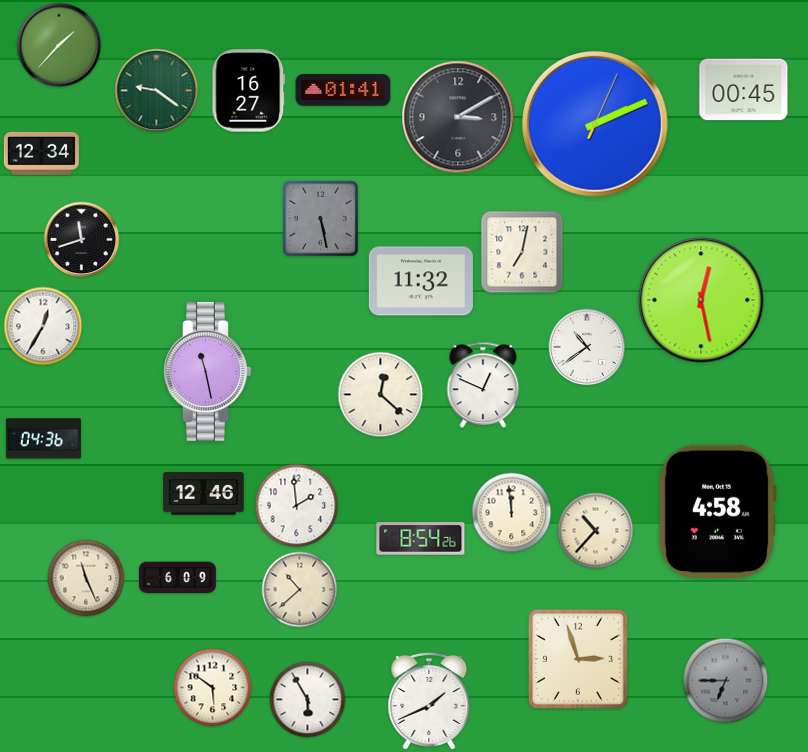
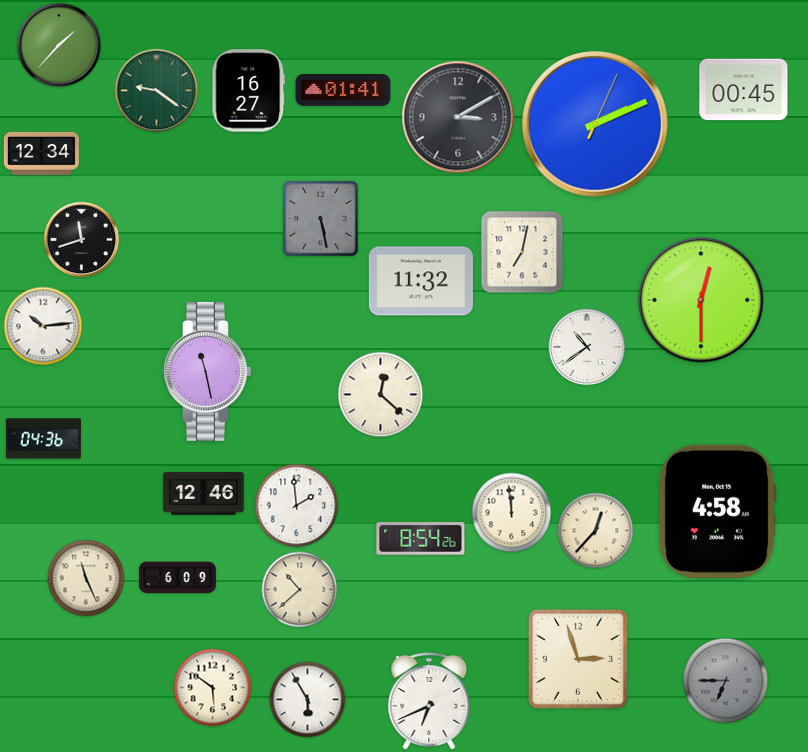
clock at (701, 300): 12:28 -> 12:30
clock at (43, 326): 12:35 -> 10:14
clock at (483, 385): 12:49 -> none
clock at (596, 531): 10:37 -> 12:37
clock at (429, 700): 1:41 -> 6:41
